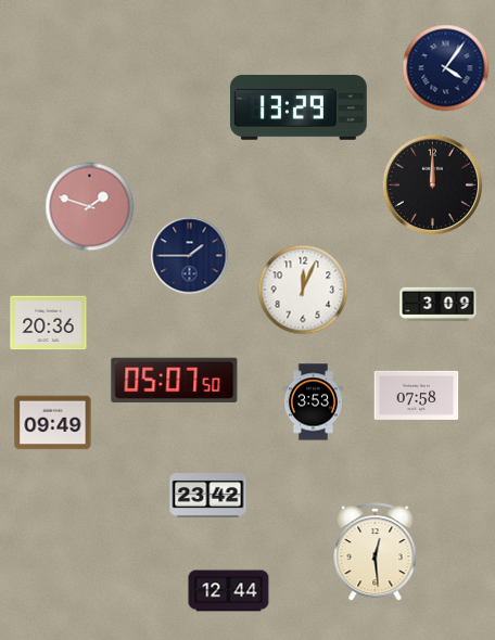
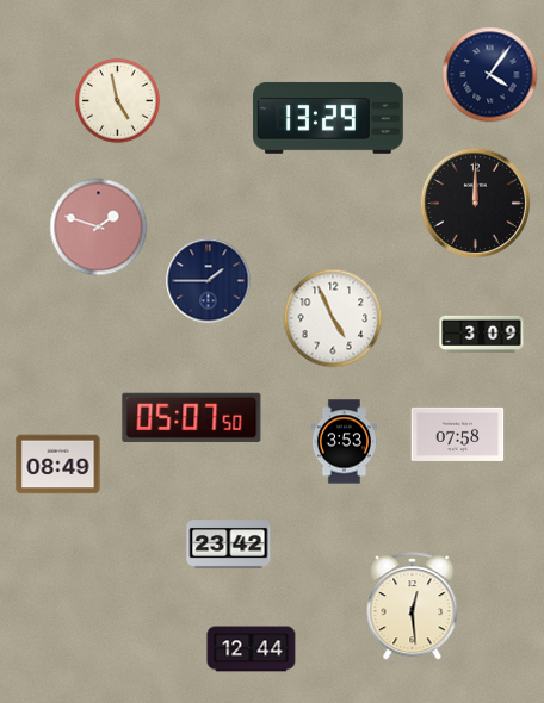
clock at (118, 101): none -> 4:58
clock at (303, 290): 12:04 -> 4:56
clock at (49, 323): 20:36 -> none
clock at (53, 423): 09:49 -> 08:49
